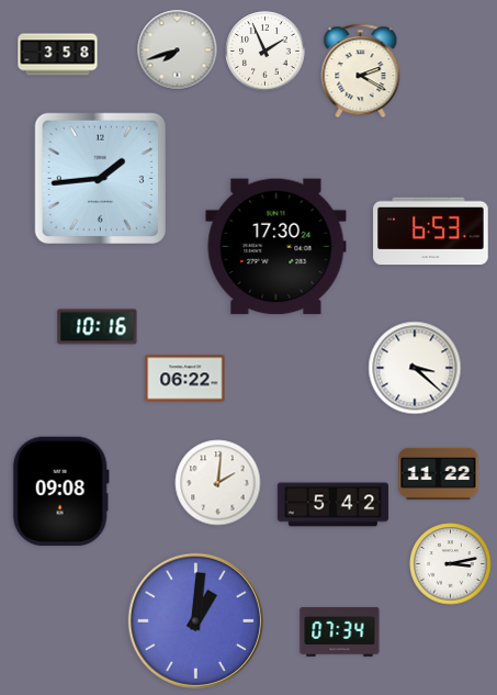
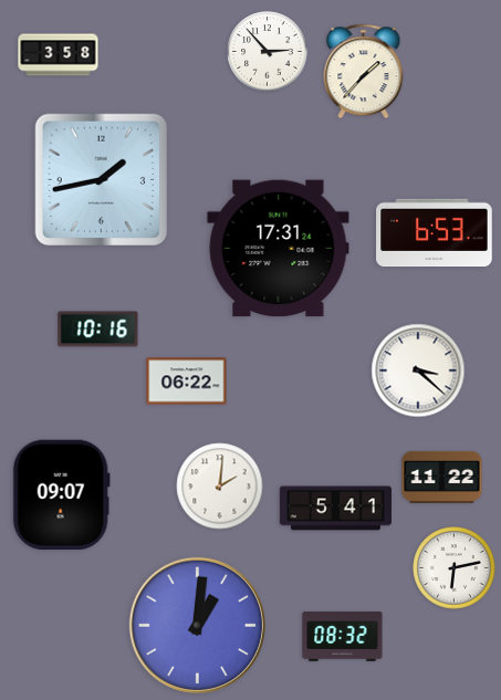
clock at (178, 51): 7:42 -> none
clock at (266, 52): 1:56 -> 2:53
clock at (361, 71): 2:20 -> 1:37
clock at (100, 178): 1:44 -> 1:43
clock at (276, 247): 17:30 -> 17:31
clock at (60, 491): 09:08 -> 09:07
clock at (332, 505): 5:42 -> 5:41
clock at (451, 564): 3:13 -> 6:13
clock at (340, 631): 07:34 -> 08:32
